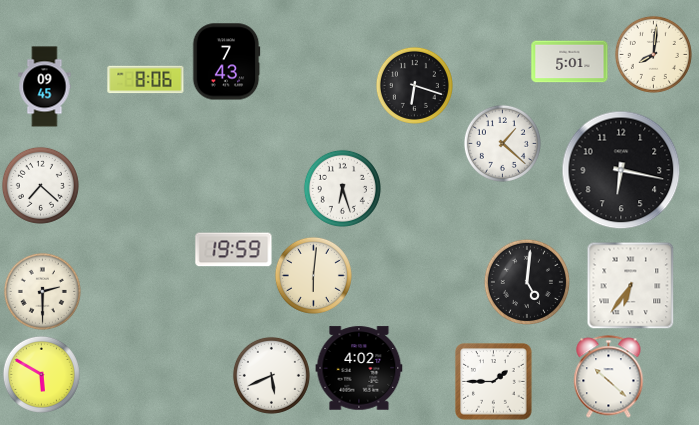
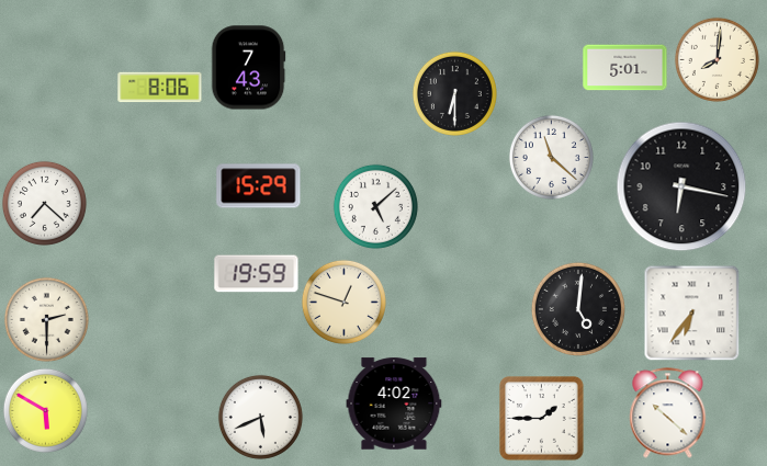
clock at (414, 85): 6:18 -> 6:30
clock at (45, 87): 09:45 -> none
clock at (502, 143): 1:22 -> 11:22
clock at (259, 186): none -> 15:29
clock at (342, 188): 6:27 -> 5:08
clock at (313, 275): 6:01 -> 12:48
clock at (271, 375) position: (271, 375) -> (260, 417)
